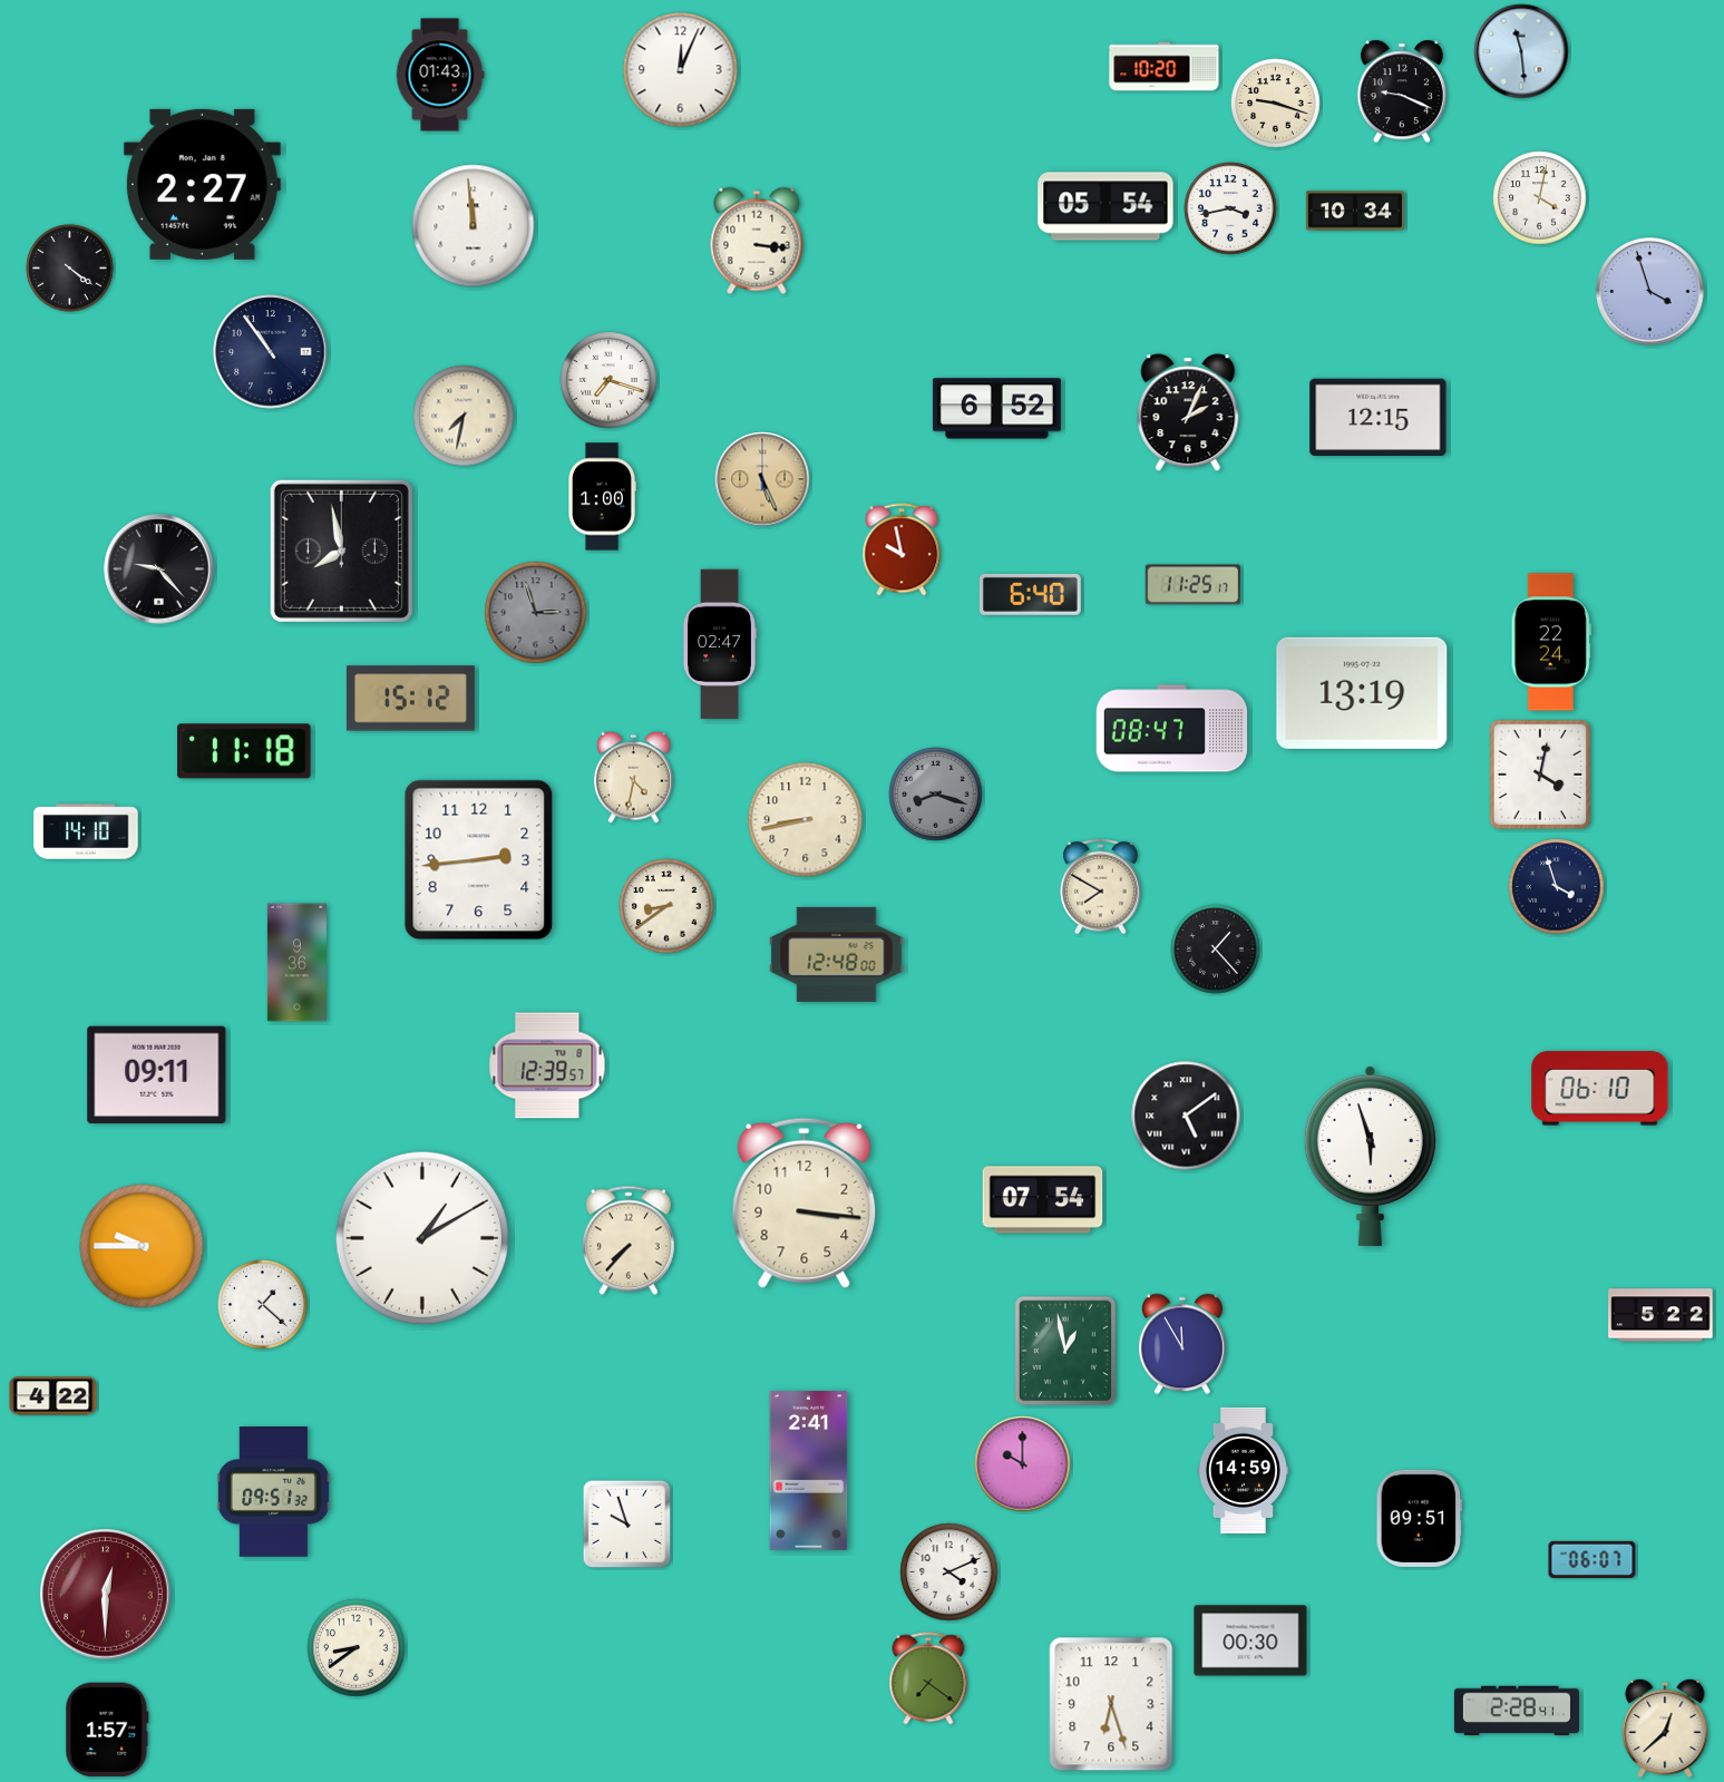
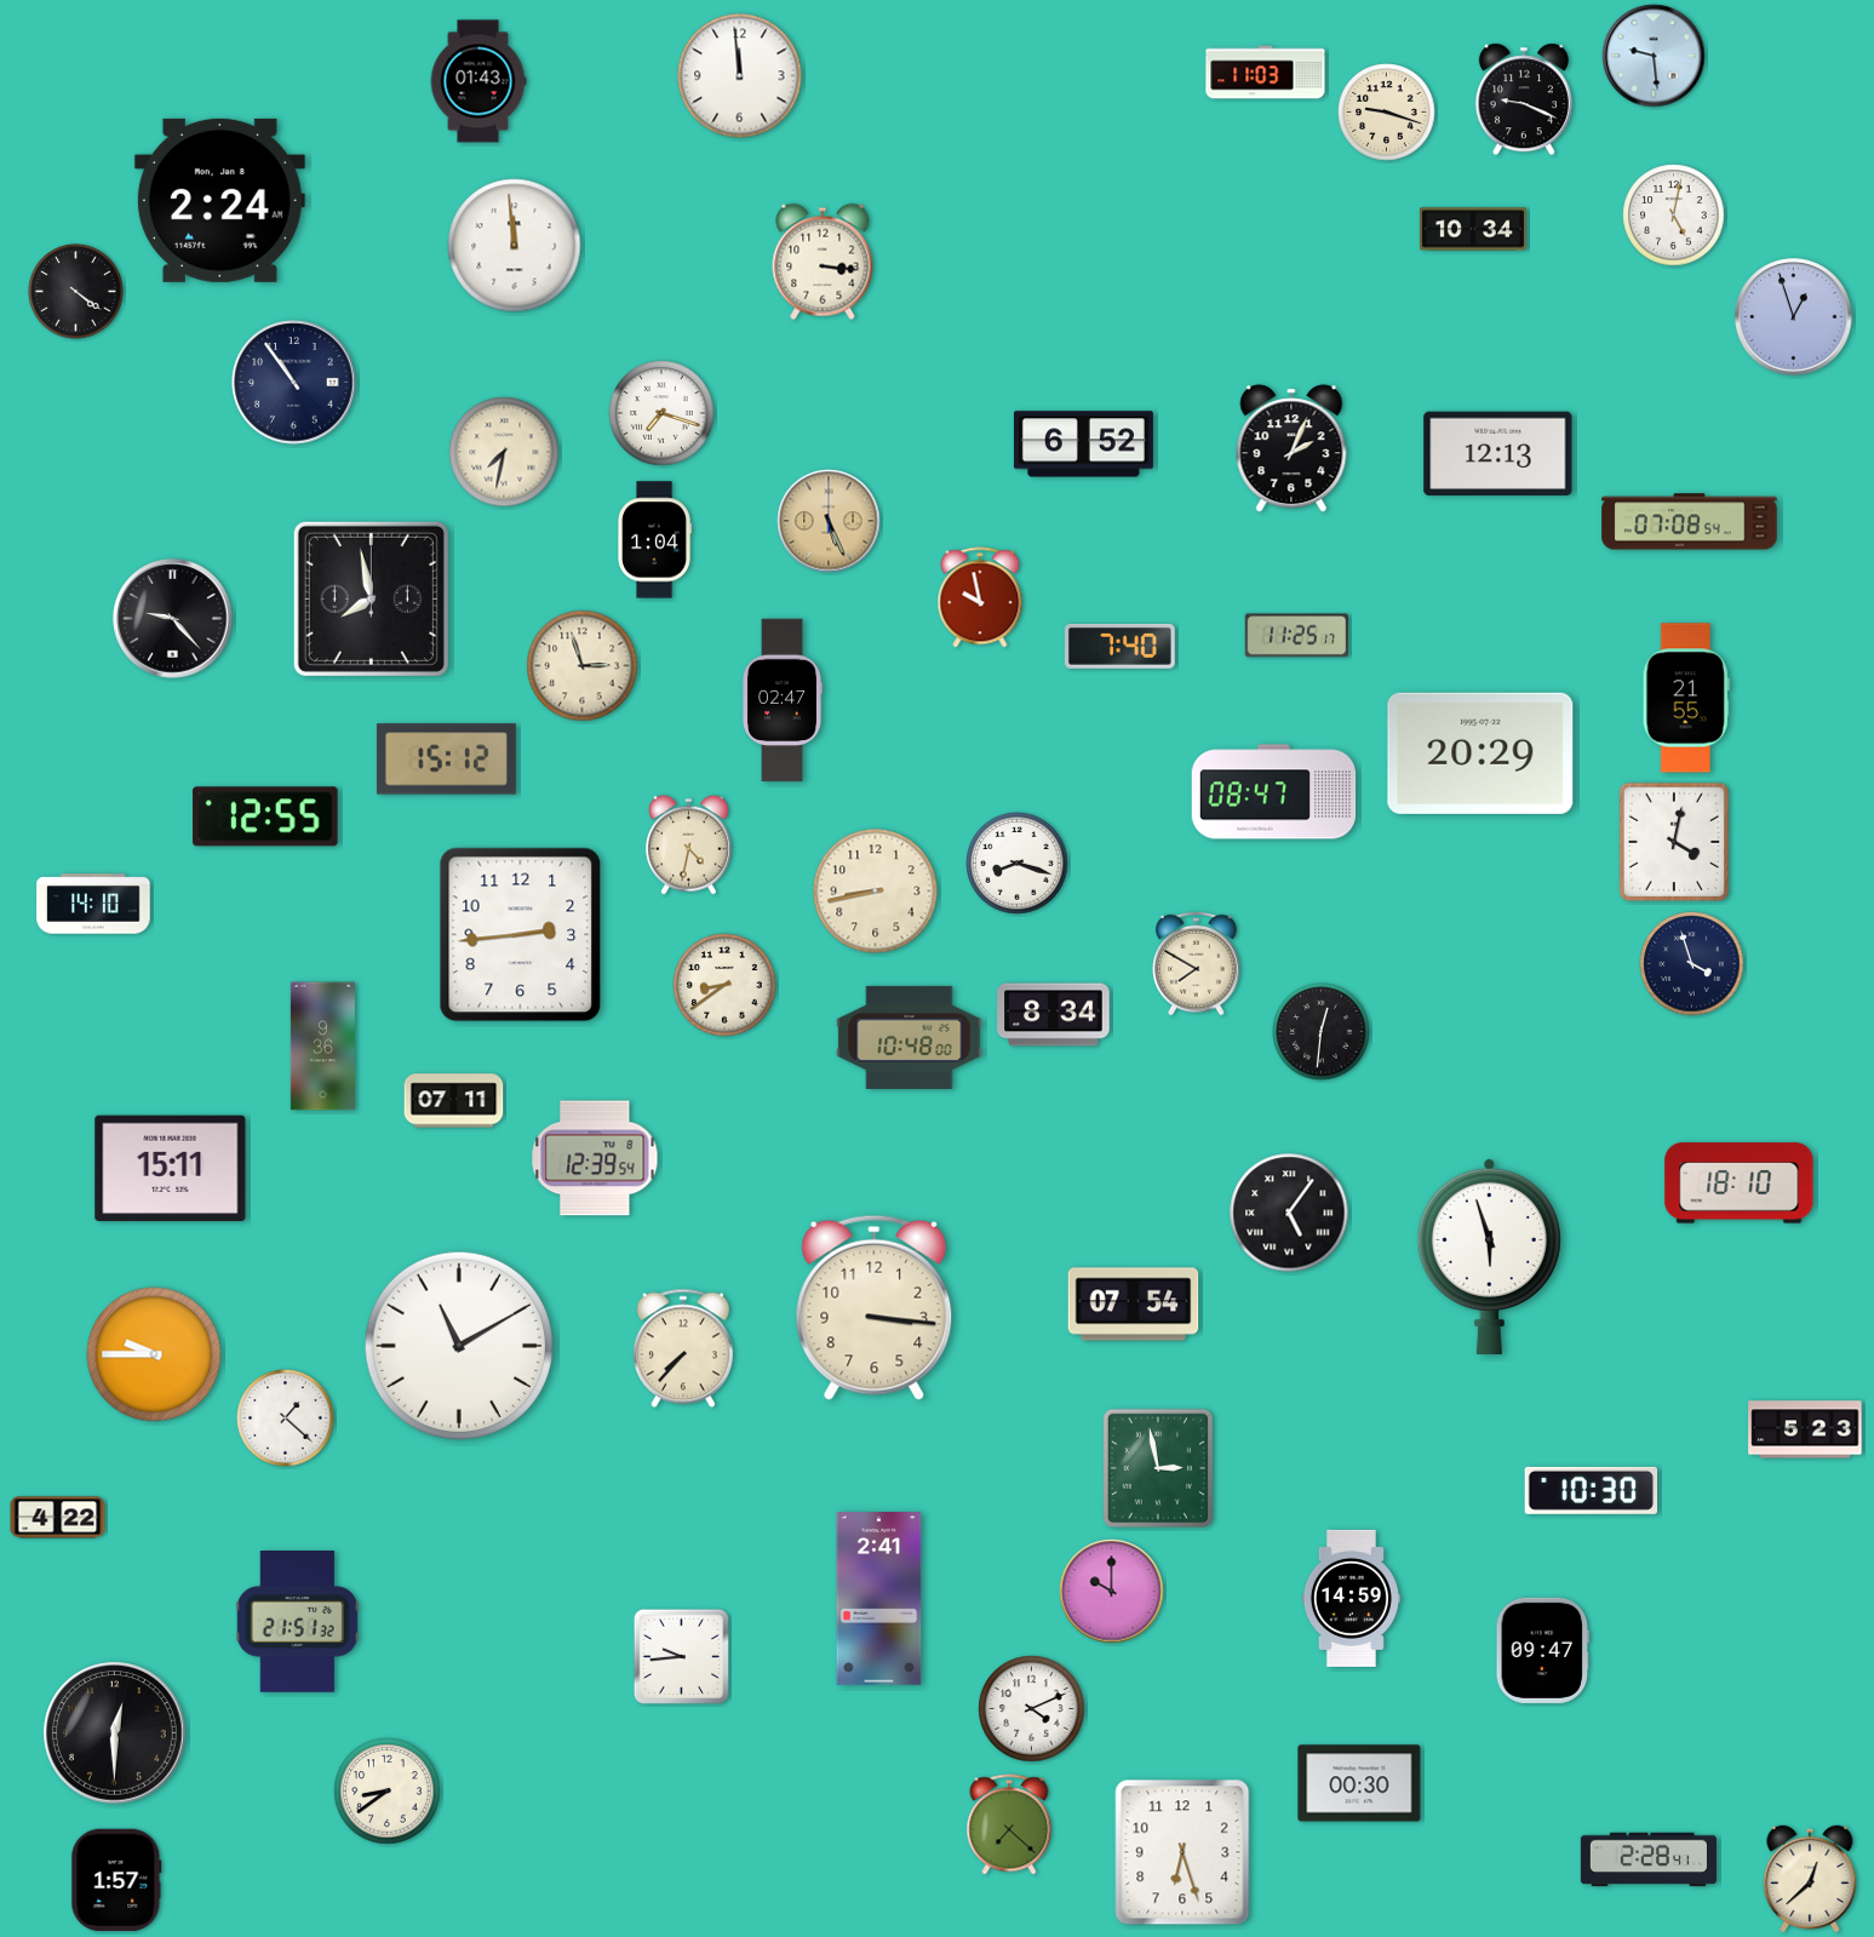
clock at (1521, 51): 11:29 -> 9:29
clock at (1165, 67): 10:20 -> 11:03
clock at (681, 70): 12:04 -> 11:59
clock at (202, 184): 2:27 -> 2:24
clock at (1540, 198): 4:02 -> 5:02
clock at (1105, 206): 05:54 -> none
clock at (1230, 208): 3:43 -> none
clock at (1650, 292): 3:57 -> 12:57
clock at (1379, 418): 12:15 -> 12:13
clock at (1690, 522): none -> 07:08
clock at (603, 497): 1:00 -> 1:04
clock at (1030, 594): 6:40 -> 7:40
clock at (536, 613) dial: grey -> cream
clock at (1551, 642): 22:24 -> 21:55
clock at (1362, 693): 13:19 -> 20:29
clock at (244, 751): 11:18 -> 12:55
clock at (936, 795) dial: grey -> white
clock at (1054, 1015): none -> 8:34
clock at (1216, 950): 1:23 -> 12:31
clock at (837, 954): 12:48 -> 10:48
clock at (454, 1101): none -> 07:11
clock at (547, 1065): 12:39:57 -> 12:39:54
clock at (157, 1075): 09:11 -> 15:11
clock at (1600, 1089): 06:10 -> 18:10
clock at (1186, 1116): 5:09 -> 5:06
clock at (422, 1238): 1:10 -> 11:10
clock at (1660, 1315): 5:22 -> 5:23
clock at (1184, 1344): 11:55 -> none
clock at (1064, 1351): 12:58 -> 2:58
clock at (1592, 1490): none -> 10:30
clock at (273, 1492): 09:51 -> 21:51
clock at (1420, 1518): 09:51 -> 09:47
clock at (626, 1523): 9:57 -> 9:44
clock at (1592, 1559): 06:07 -> none
clock at (106, 1595) dial: burgundy -> black
clock at (928, 1678): 7:21 -> 7:22
clock at (1111, 1704) position: (1111, 1704) -> (1182, 1852)
